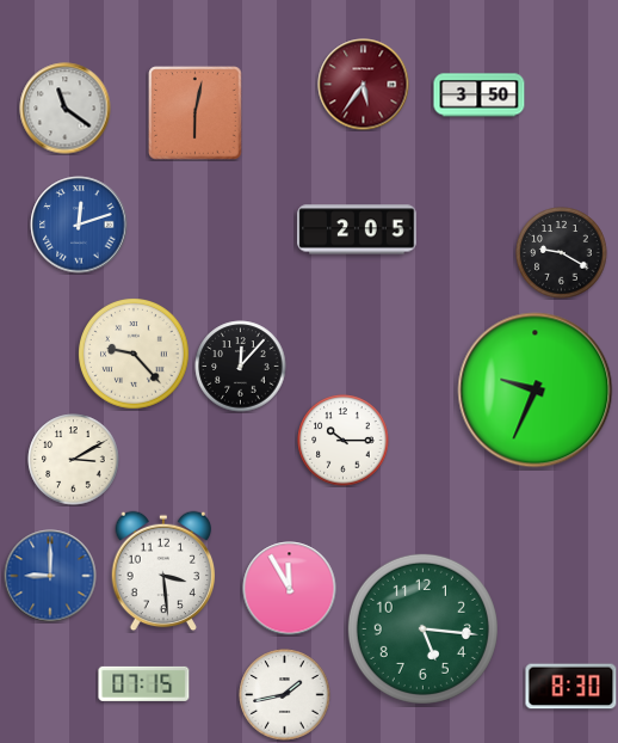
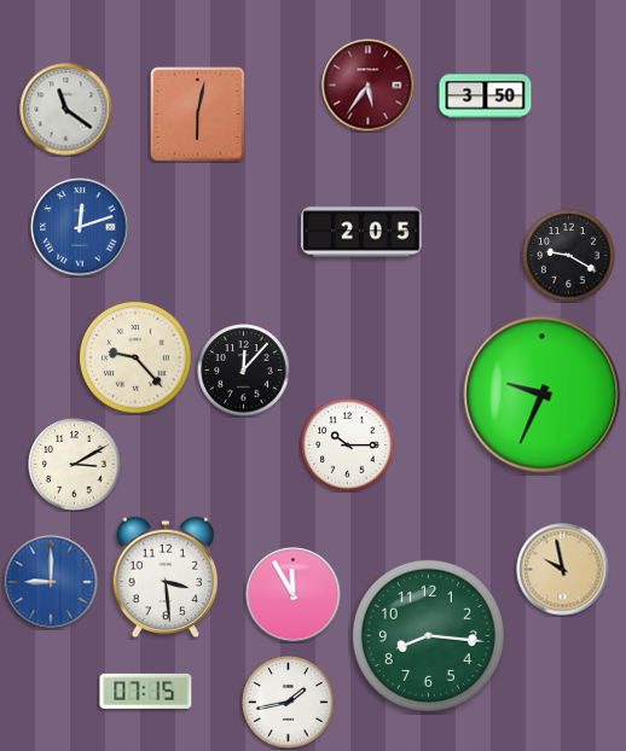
clock at (563, 570): none -> 9:58
clock at (422, 628): 5:16 -> 8:16
clock at (571, 687): 8:30 -> none
